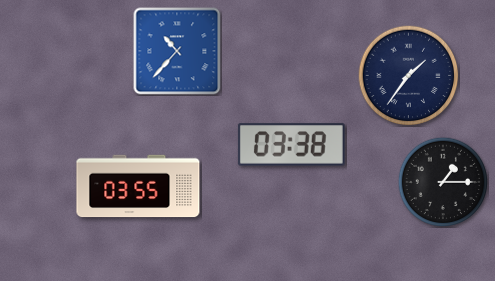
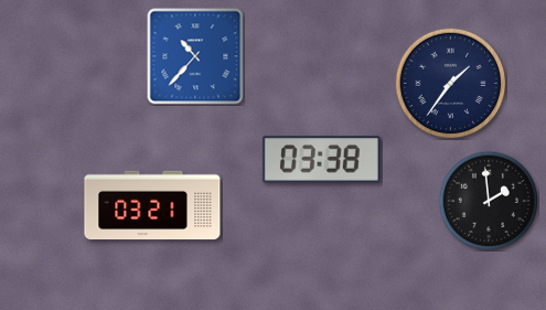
clock at (442, 181): 1:15 -> 1:59
clock at (138, 186): 03:55 -> 03:21
